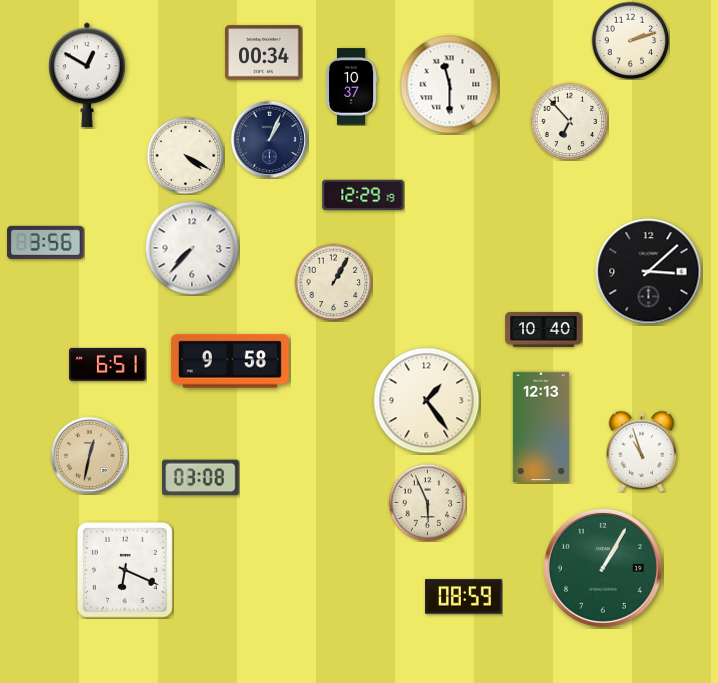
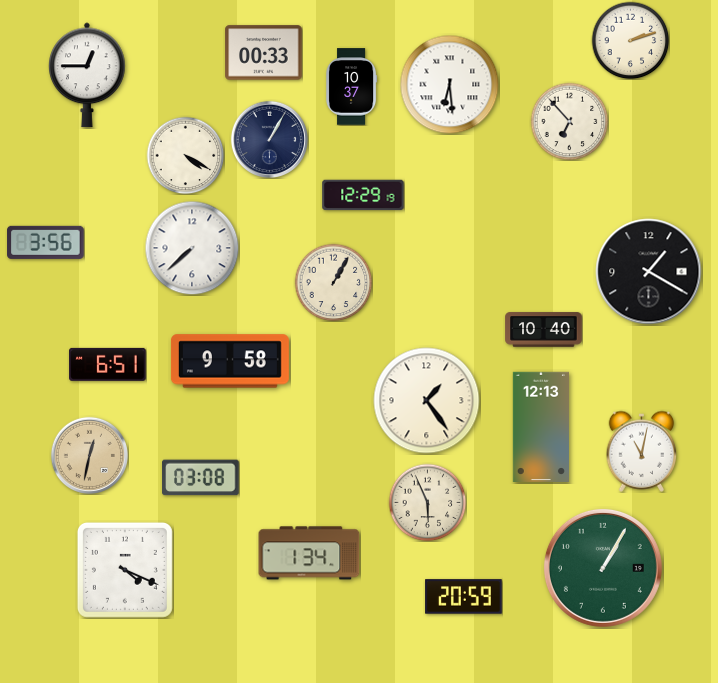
clock at (264, 53): 00:34 -> 00:33
clock at (88, 75): 12:50 -> 12:45
clock at (450, 85): 11:30 -> 6:29
clock at (269, 139): 1:04 -> 1:05
clock at (192, 248): 7:37 -> 7:38
clock at (649, 272): 3:08 -> 1:20
clock at (642, 451): 10:57 -> 11:02
clock at (309, 553): none -> 1:34
clock at (125, 570): 6:19 -> 4:19
clock at (464, 597): 08:59 -> 20:59
